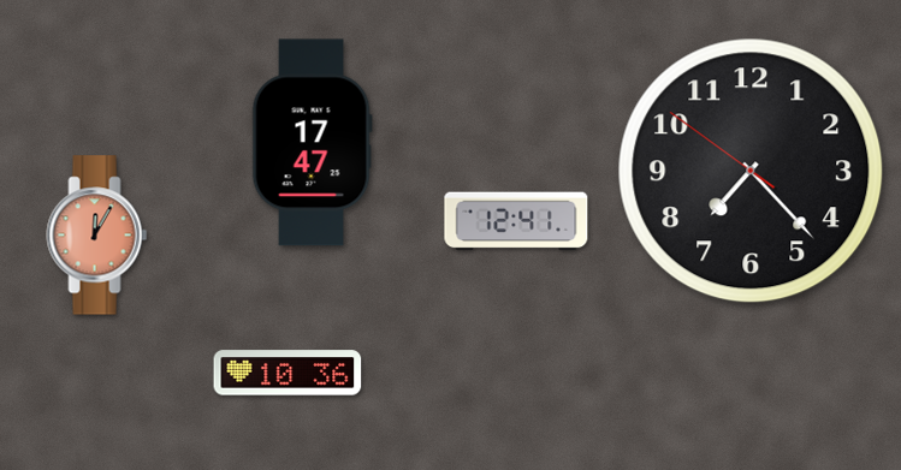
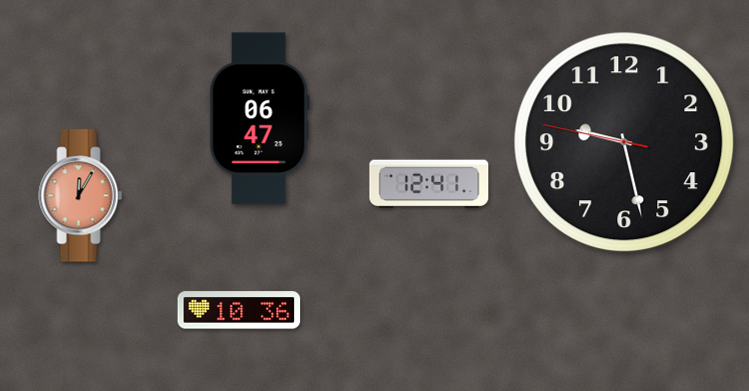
clock at (312, 143): 17:47 -> 06:47
clock at (751, 171): 7:22 -> 9:27
